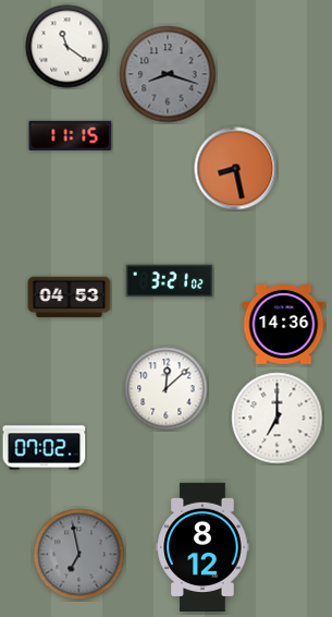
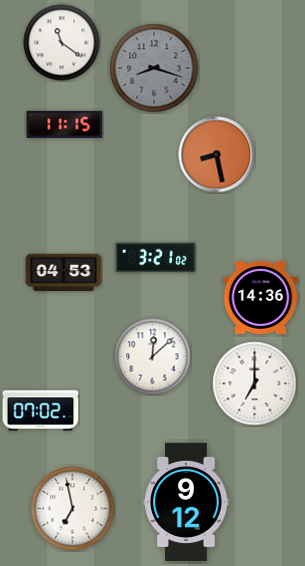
clock at (202, 546): 8:12 -> 9:12
clock at (79, 555) dial: grey -> white
